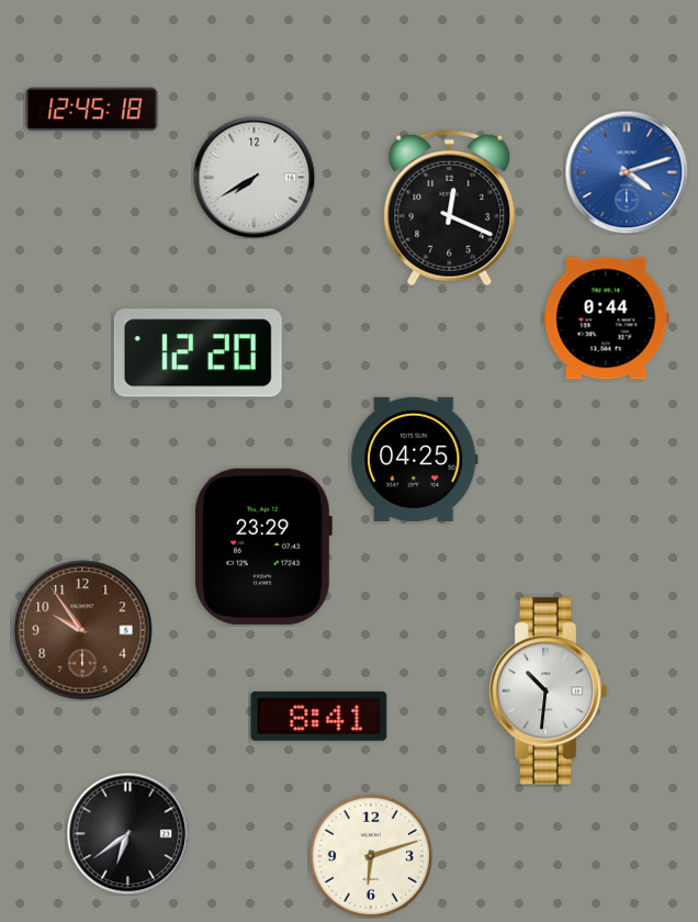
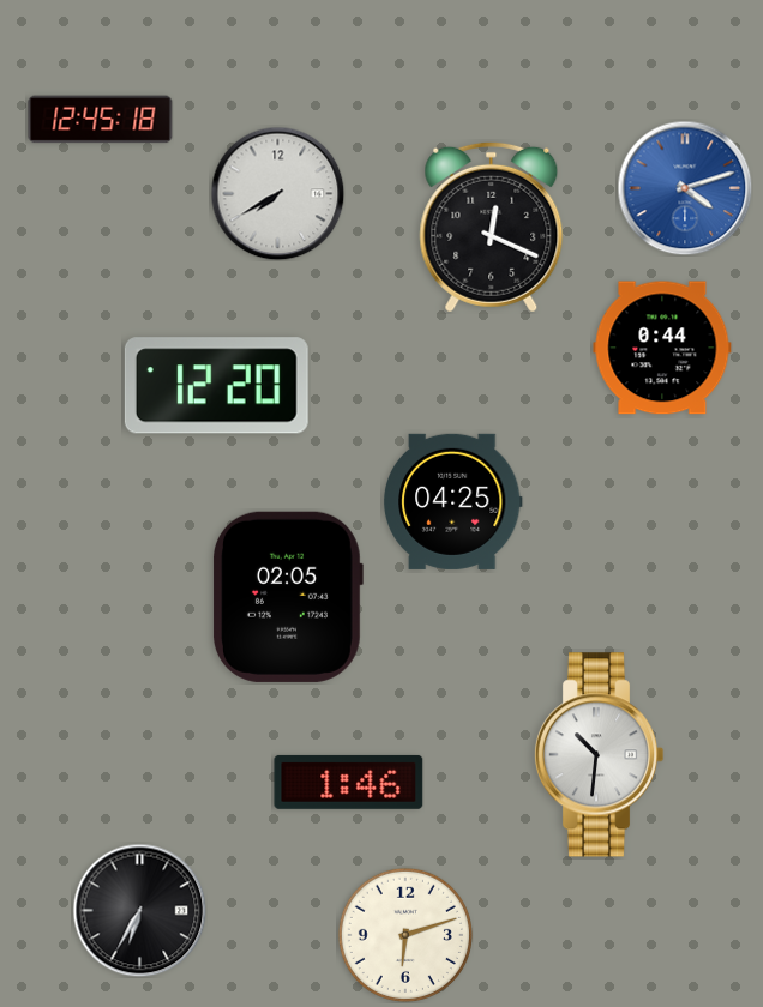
clock at (262, 547): 23:29 -> 02:05
clock at (82, 630): 9:54 -> none
clock at (319, 716): 8:41 -> 1:46
clock at (127, 833): 6:39 -> 6:35
